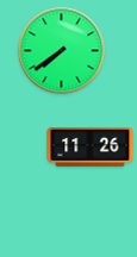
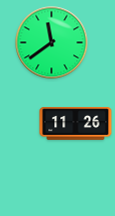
clock at (62, 51): 7:39 -> 11:39
